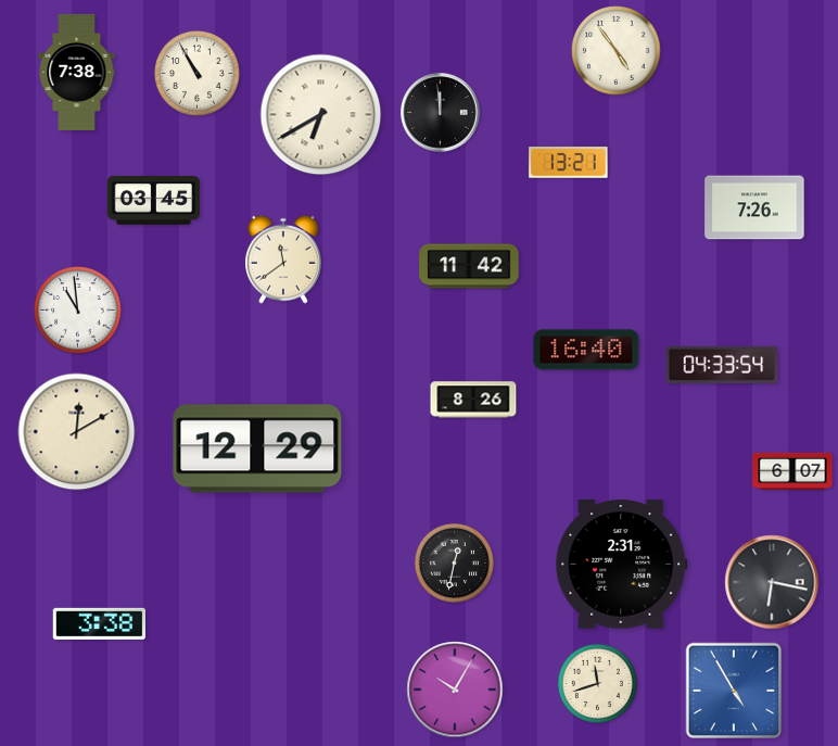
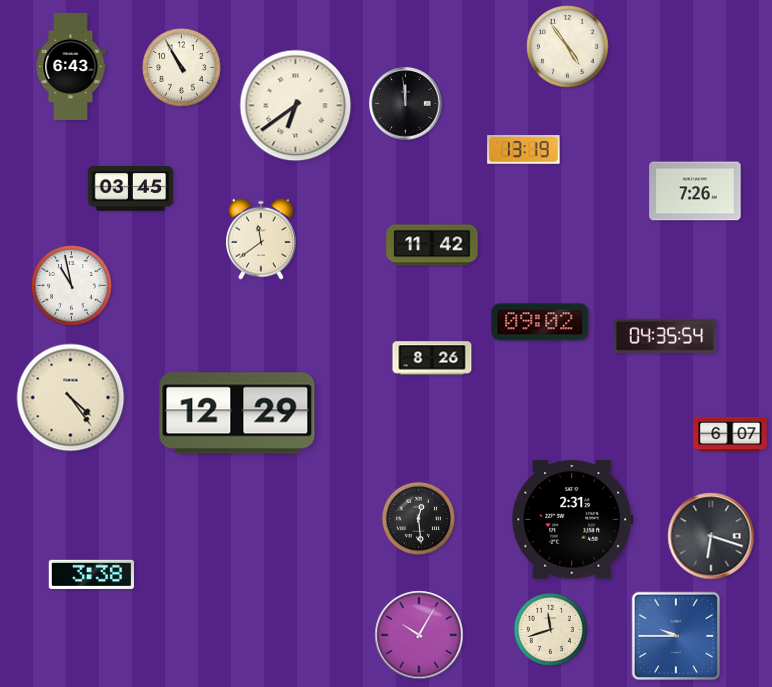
clock at (77, 72): 7:38 -> 6:43
clock at (321, 115): 6:40 -> 6:39
clock at (569, 163): 13:21 -> 13:19
clock at (154, 201) position: (154, 201) -> (131, 189)
clock at (78, 311): 10:59 -> 10:58
clock at (586, 350): 16:40 -> 09:02
clock at (722, 365): 04:33 -> 04:35
clock at (473, 400) position: (473, 400) -> (432, 358)
clock at (77, 432): 12:10 -> 4:24
clock at (454, 562): 12:32 -> 12:29
clock at (772, 582): 6:17 -> 6:18
clock at (734, 691): 4:55 -> 9:45
